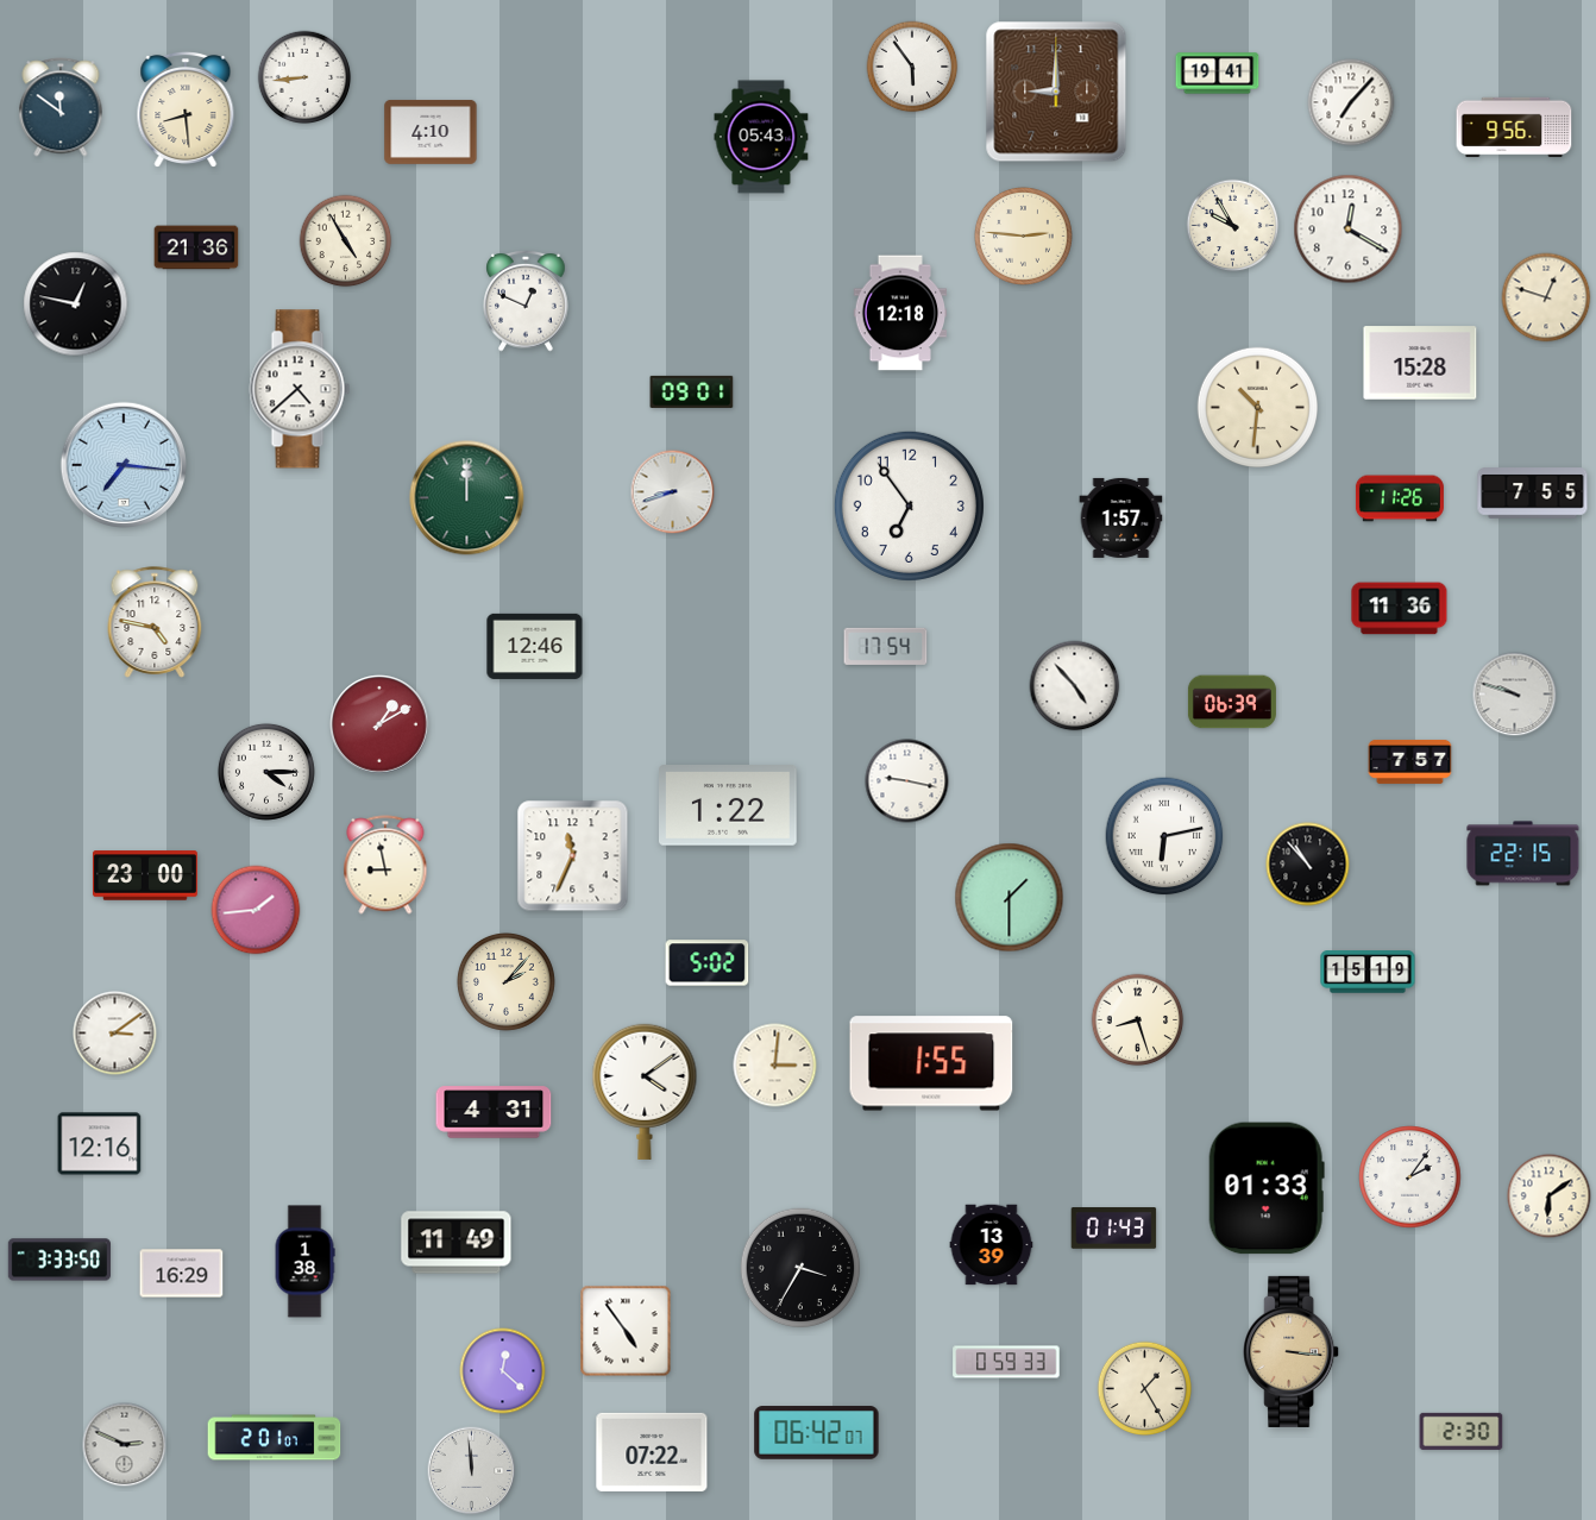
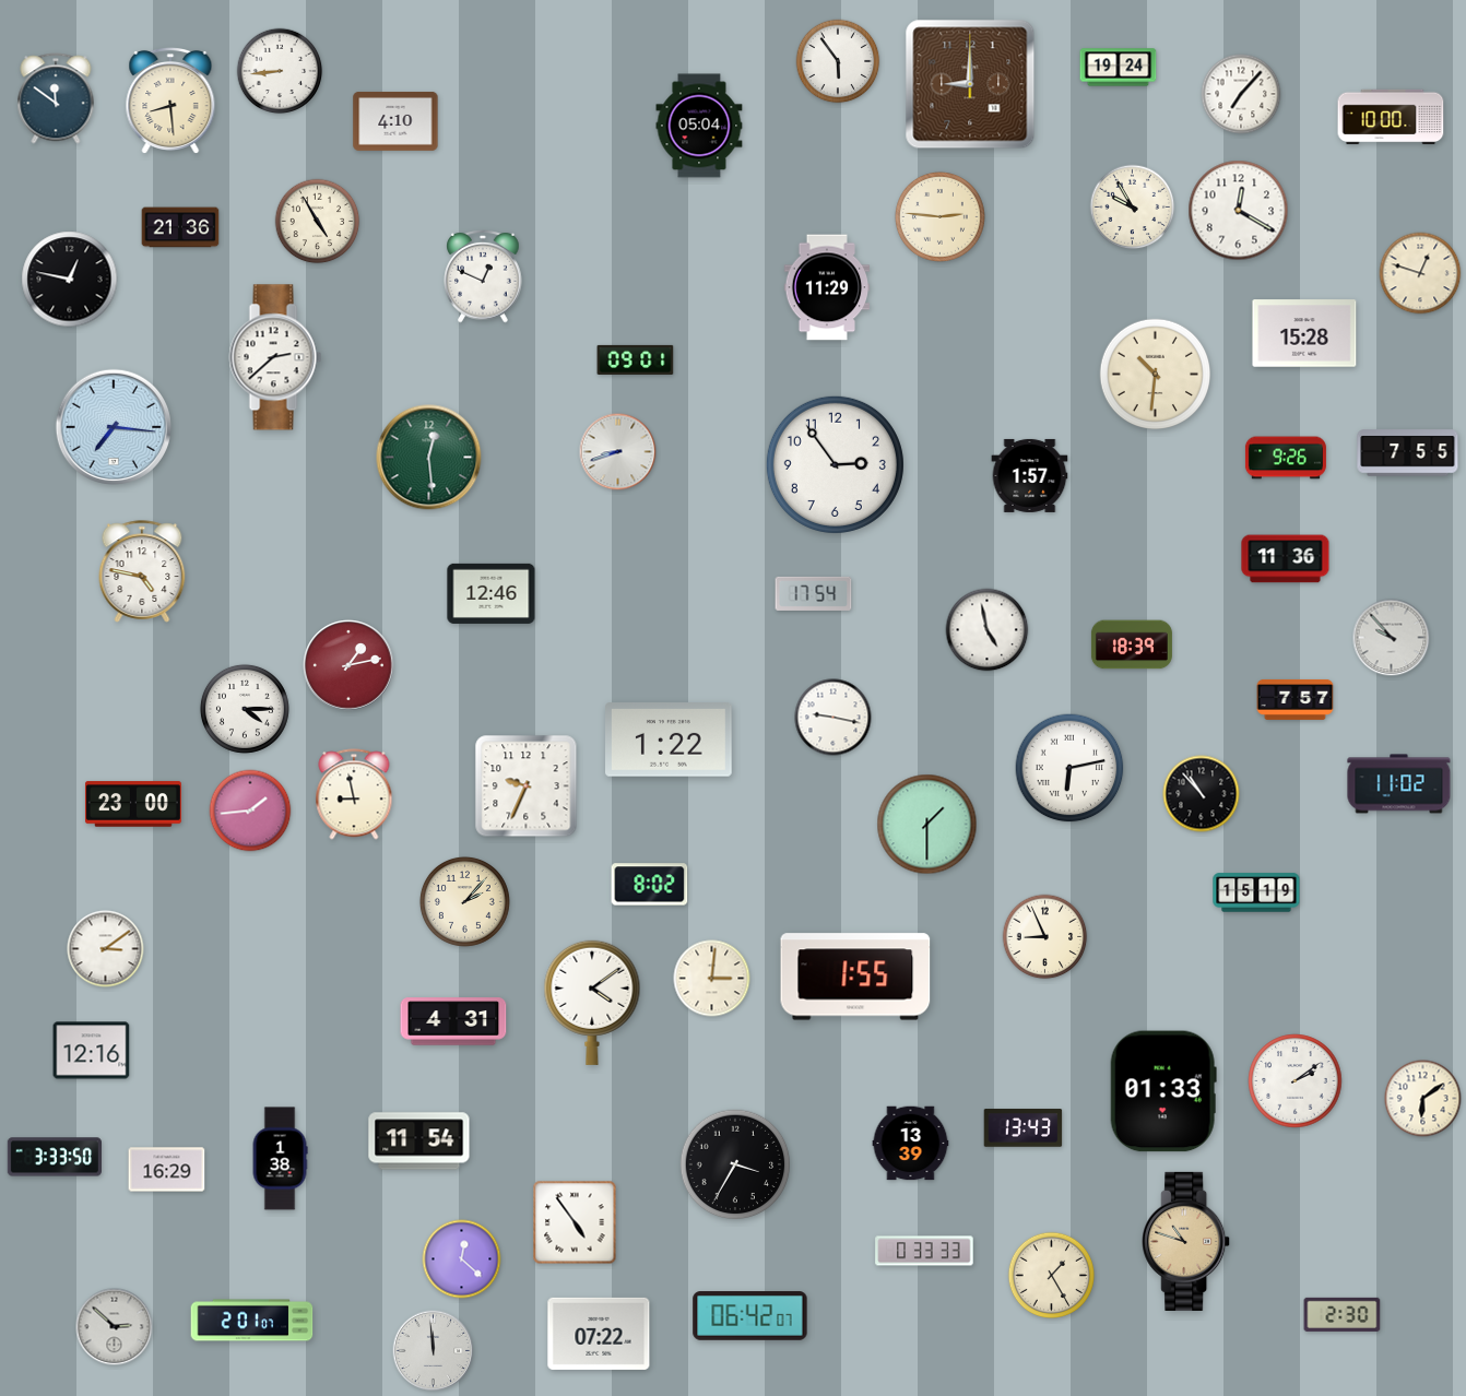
clock at (1218, 74): 19:41 -> 19:24
clock at (1514, 127): 9:56 -> 10:00
clock at (761, 137): 05:43 -> 05:04
clock at (900, 313): 12:18 -> 11:29
clock at (300, 389): 4:38 -> 2:38
clock at (467, 498): 12:00 -> 12:29
clock at (1400, 498): 11:26 -> 9:26
clock at (909, 505): 6:54 -> 2:54
clock at (1075, 686): 4:53 -> 4:58
clock at (1515, 695): 9:48 -> 9:53
clock at (1232, 702): 06:39 -> 18:39
clock at (379, 724): 1:10 -> 1:13
clock at (1523, 854): 22:15 -> 11:02
clock at (573, 856): 11:34 -> 9:34
clock at (256, 910) position: (256, 910) -> (250, 811)
clock at (708, 963): 5:02 -> 8:02
clock at (1138, 1020): 8:27 -> 8:56
clock at (1410, 1177): 2:06 -> 2:09
clock at (1114, 1229): 01:43 -> 13:43
clock at (457, 1243): 11:49 -> 11:54
clock at (1292, 1351): 3:16 -> 10:48
clock at (1006, 1362): 0:59 -> 0:33
clock at (125, 1445): 2:49 -> 2:52
